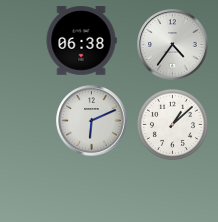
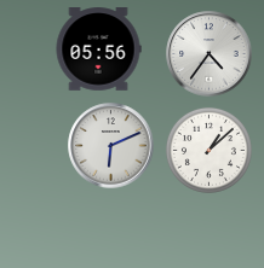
clock at (81, 41): 06:38 -> 05:56
